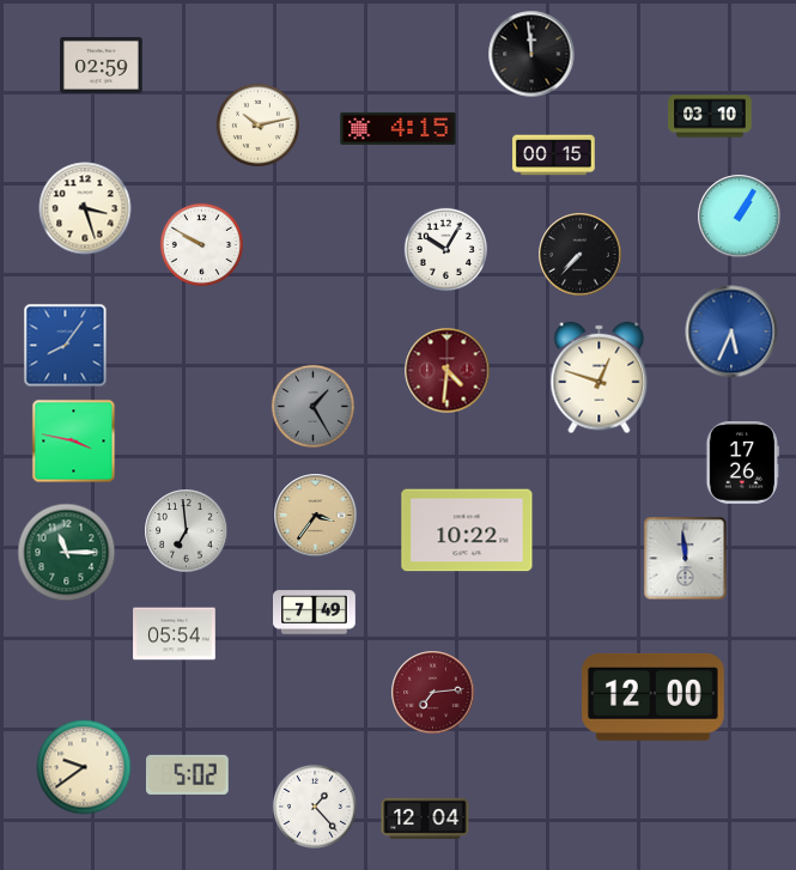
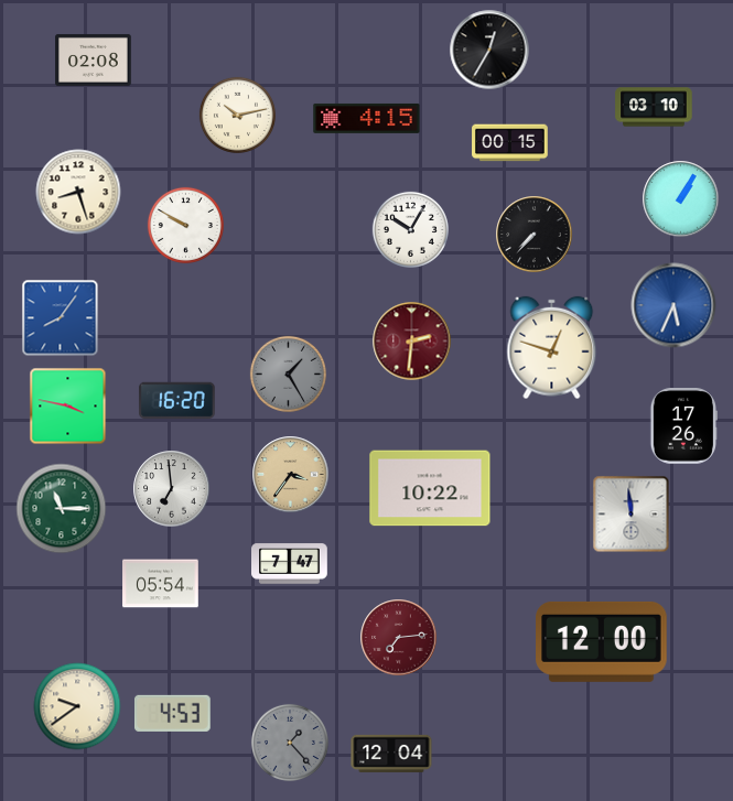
clock at (531, 54): 11:59 -> 12:35
clock at (102, 65): 02:59 -> 02:08
clock at (85, 208): 3:27 -> 8:27
clock at (448, 371): 4:31 -> 2:31
clock at (176, 400): none -> 16:20
clock at (315, 613): 7:49 -> 7:47
clock at (187, 774): 5:02 -> 4:53
clock at (315, 807) dial: white -> grey
